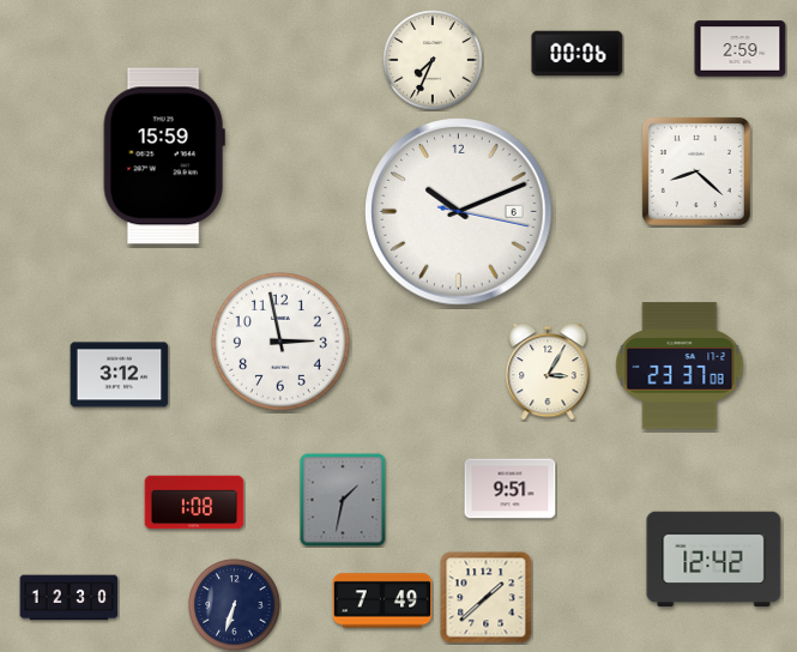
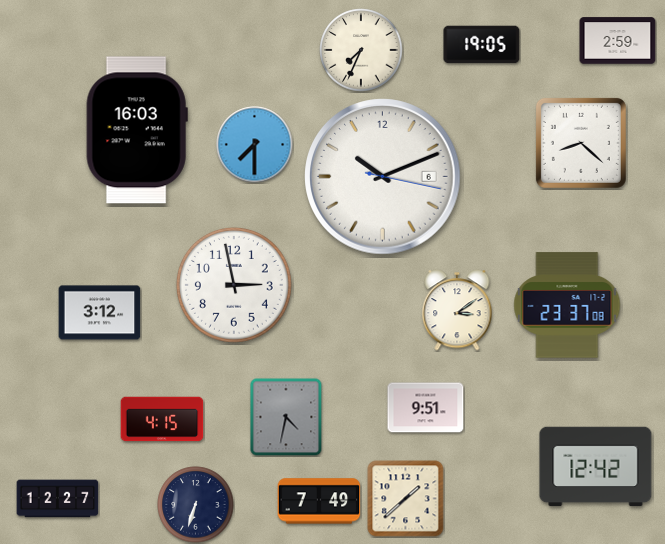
clock at (578, 54): 00:06 -> 19:05
clock at (164, 156): 15:59 -> 16:03
clock at (255, 145): none -> 7:30
clock at (548, 372): 3:05 -> 3:09
clock at (343, 500): 1:32 -> 4:32
clock at (194, 502): 1:08 -> 4:15
clock at (70, 598): 12:30 -> 12:27
